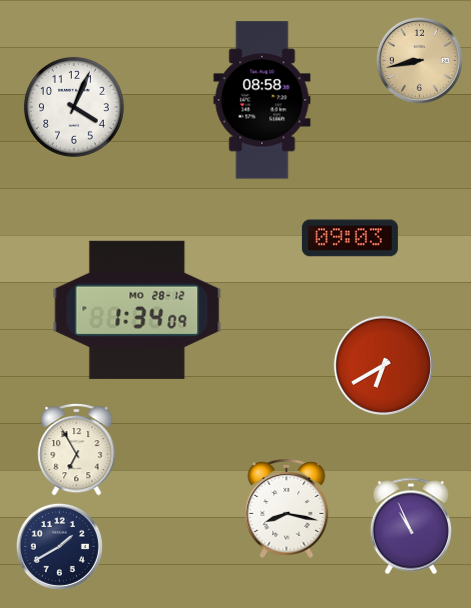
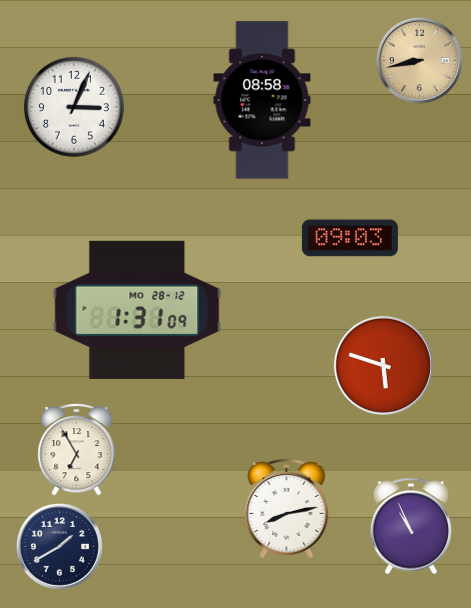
clock at (74, 107): 4:04 -> 3:04
clock at (137, 310): 1:34 -> 1:31
clock at (383, 365): 6:40 -> 5:48
clock at (287, 509): 8:17 -> 8:13
